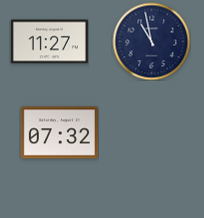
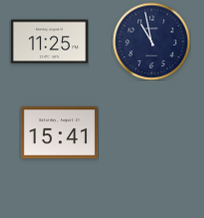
clock at (49, 42): 11:27 -> 11:25
clock at (59, 133): 07:32 -> 15:41
